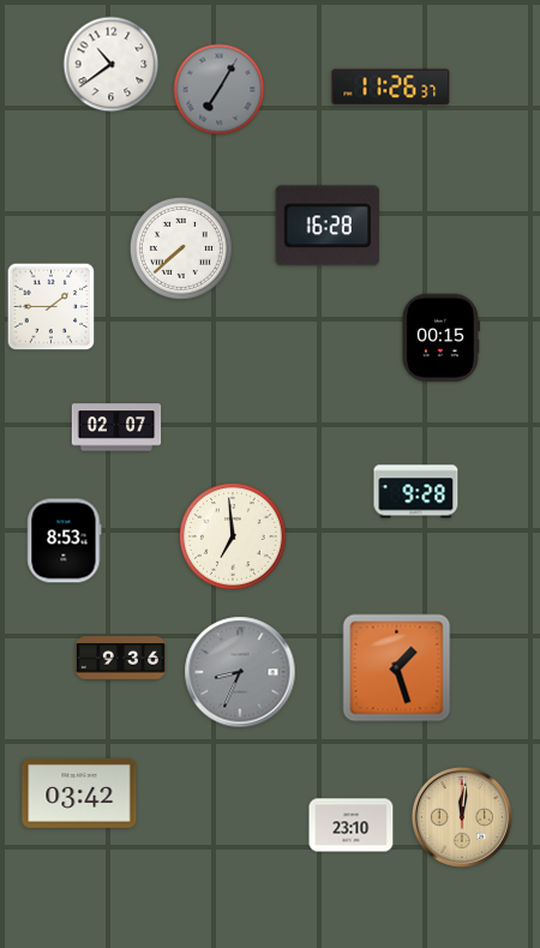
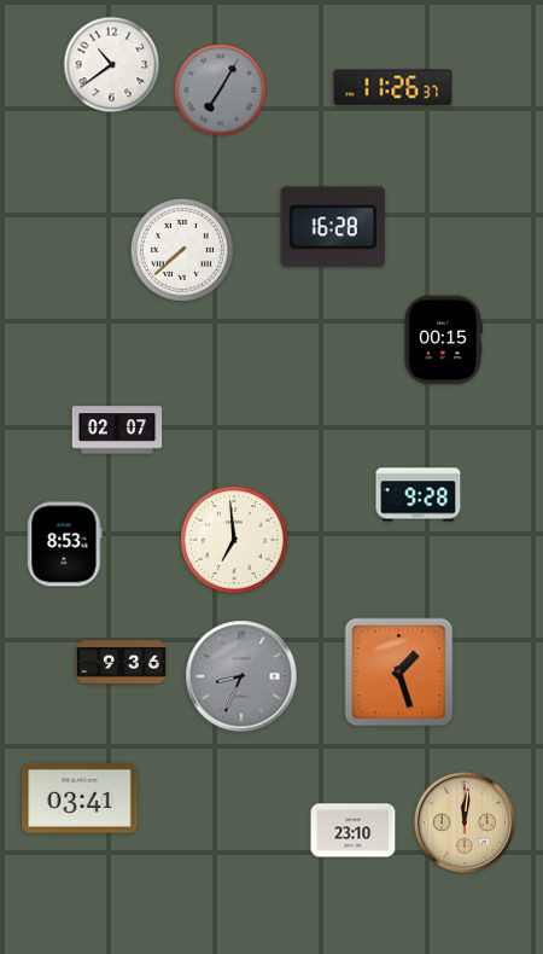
clock at (328, 226) position: (328, 226) -> (333, 227)
clock at (52, 307): 1:45 -> none
clock at (79, 793): 03:42 -> 03:41
